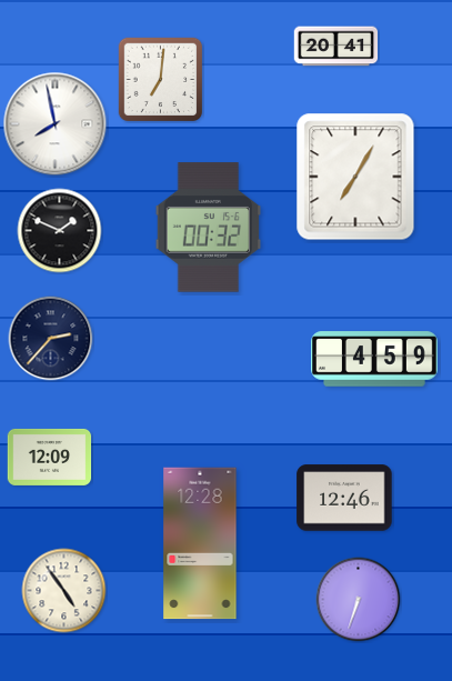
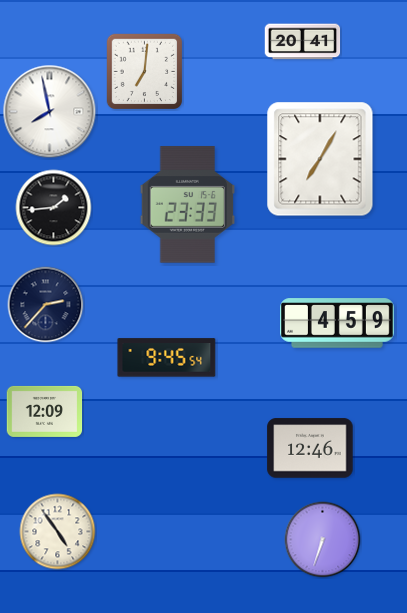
clock at (208, 228): 00:32 -> 23:33
clock at (60, 231): 1:49 -> 1:44
clock at (167, 358): none -> 9:45
clock at (200, 543): 12:28 -> none
